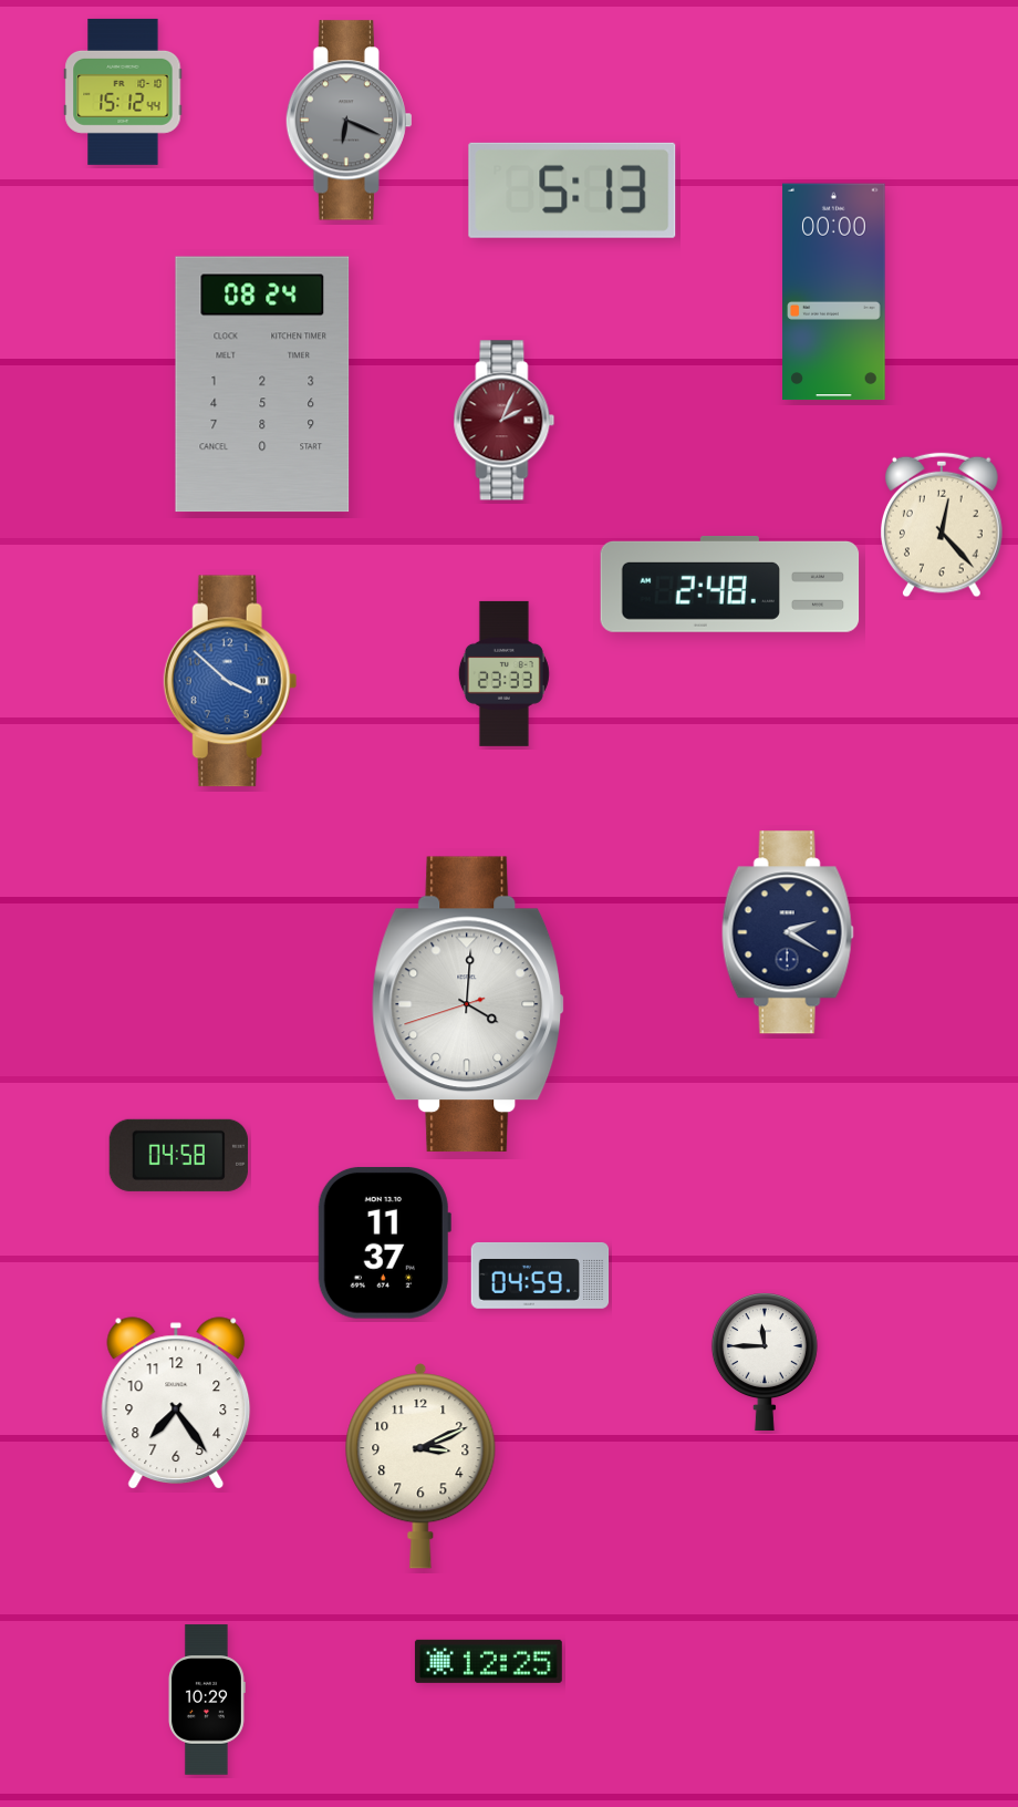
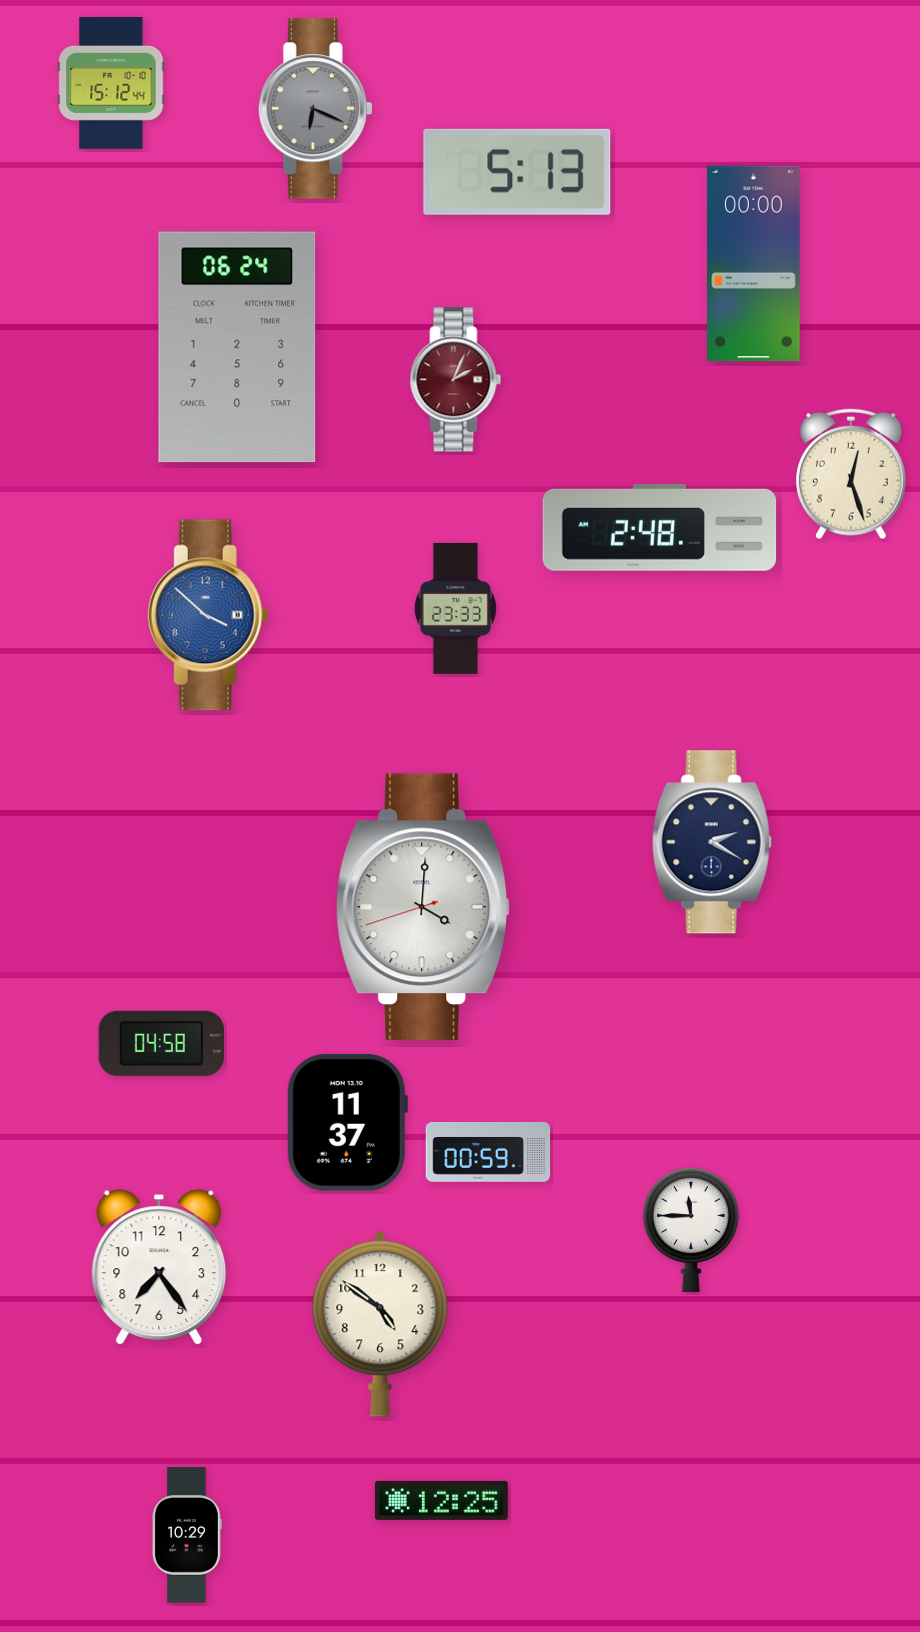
clock at (262, 384): 08:24 -> 06:24
clock at (943, 525): 12:23 -> 12:27
clock at (540, 1276): 04:59 -> 00:59
clock at (420, 1466): 3:11 -> 4:51
